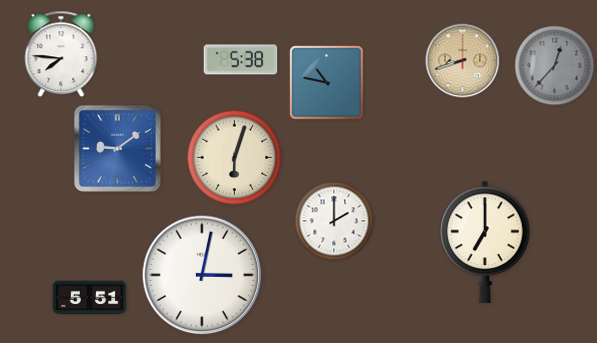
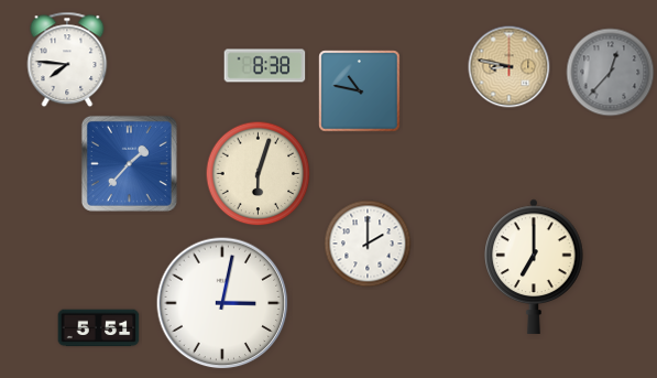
clock at (241, 60): 5:38 -> 8:38
clock at (463, 61): 8:42 -> 8:47
clock at (117, 148): 9:09 -> 1:37
